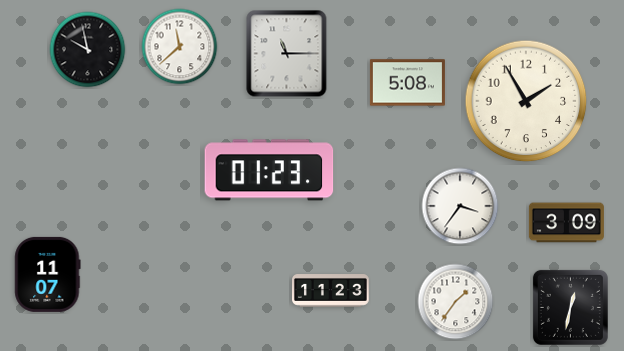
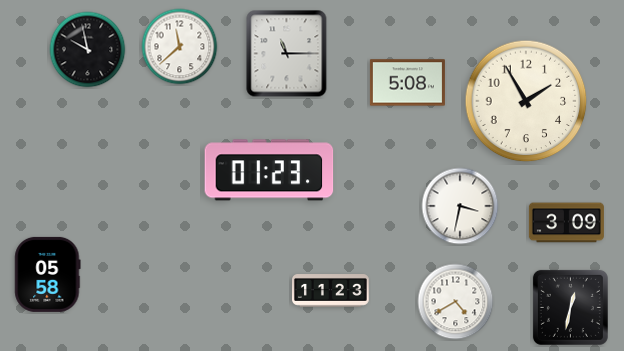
clock at (460, 206): 3:36 -> 3:32
clock at (48, 274): 11:07 -> 05:58
clock at (456, 302): 1:36 -> 4:40
